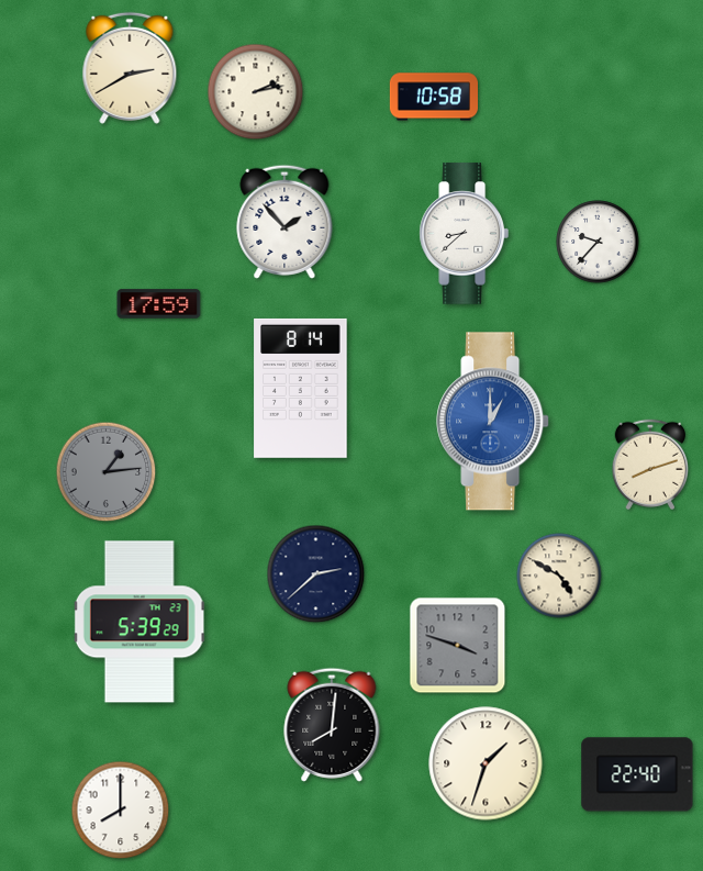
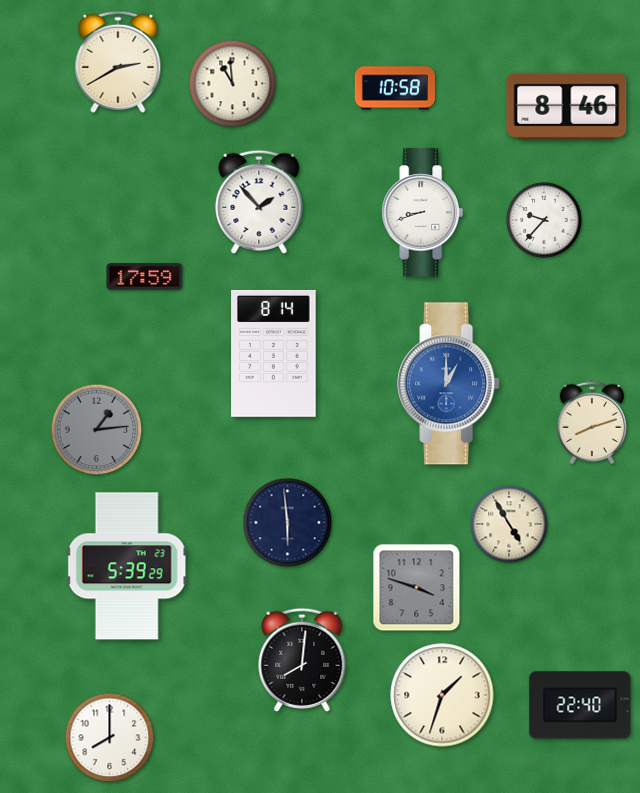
clock at (256, 92): 2:13 -> 10:59
clock at (567, 106): none -> 8:46
clock at (464, 234): 8:38 -> 8:42
clock at (316, 574): 2:38 -> 5:59
clock at (559, 576): 4:50 -> 4:55
